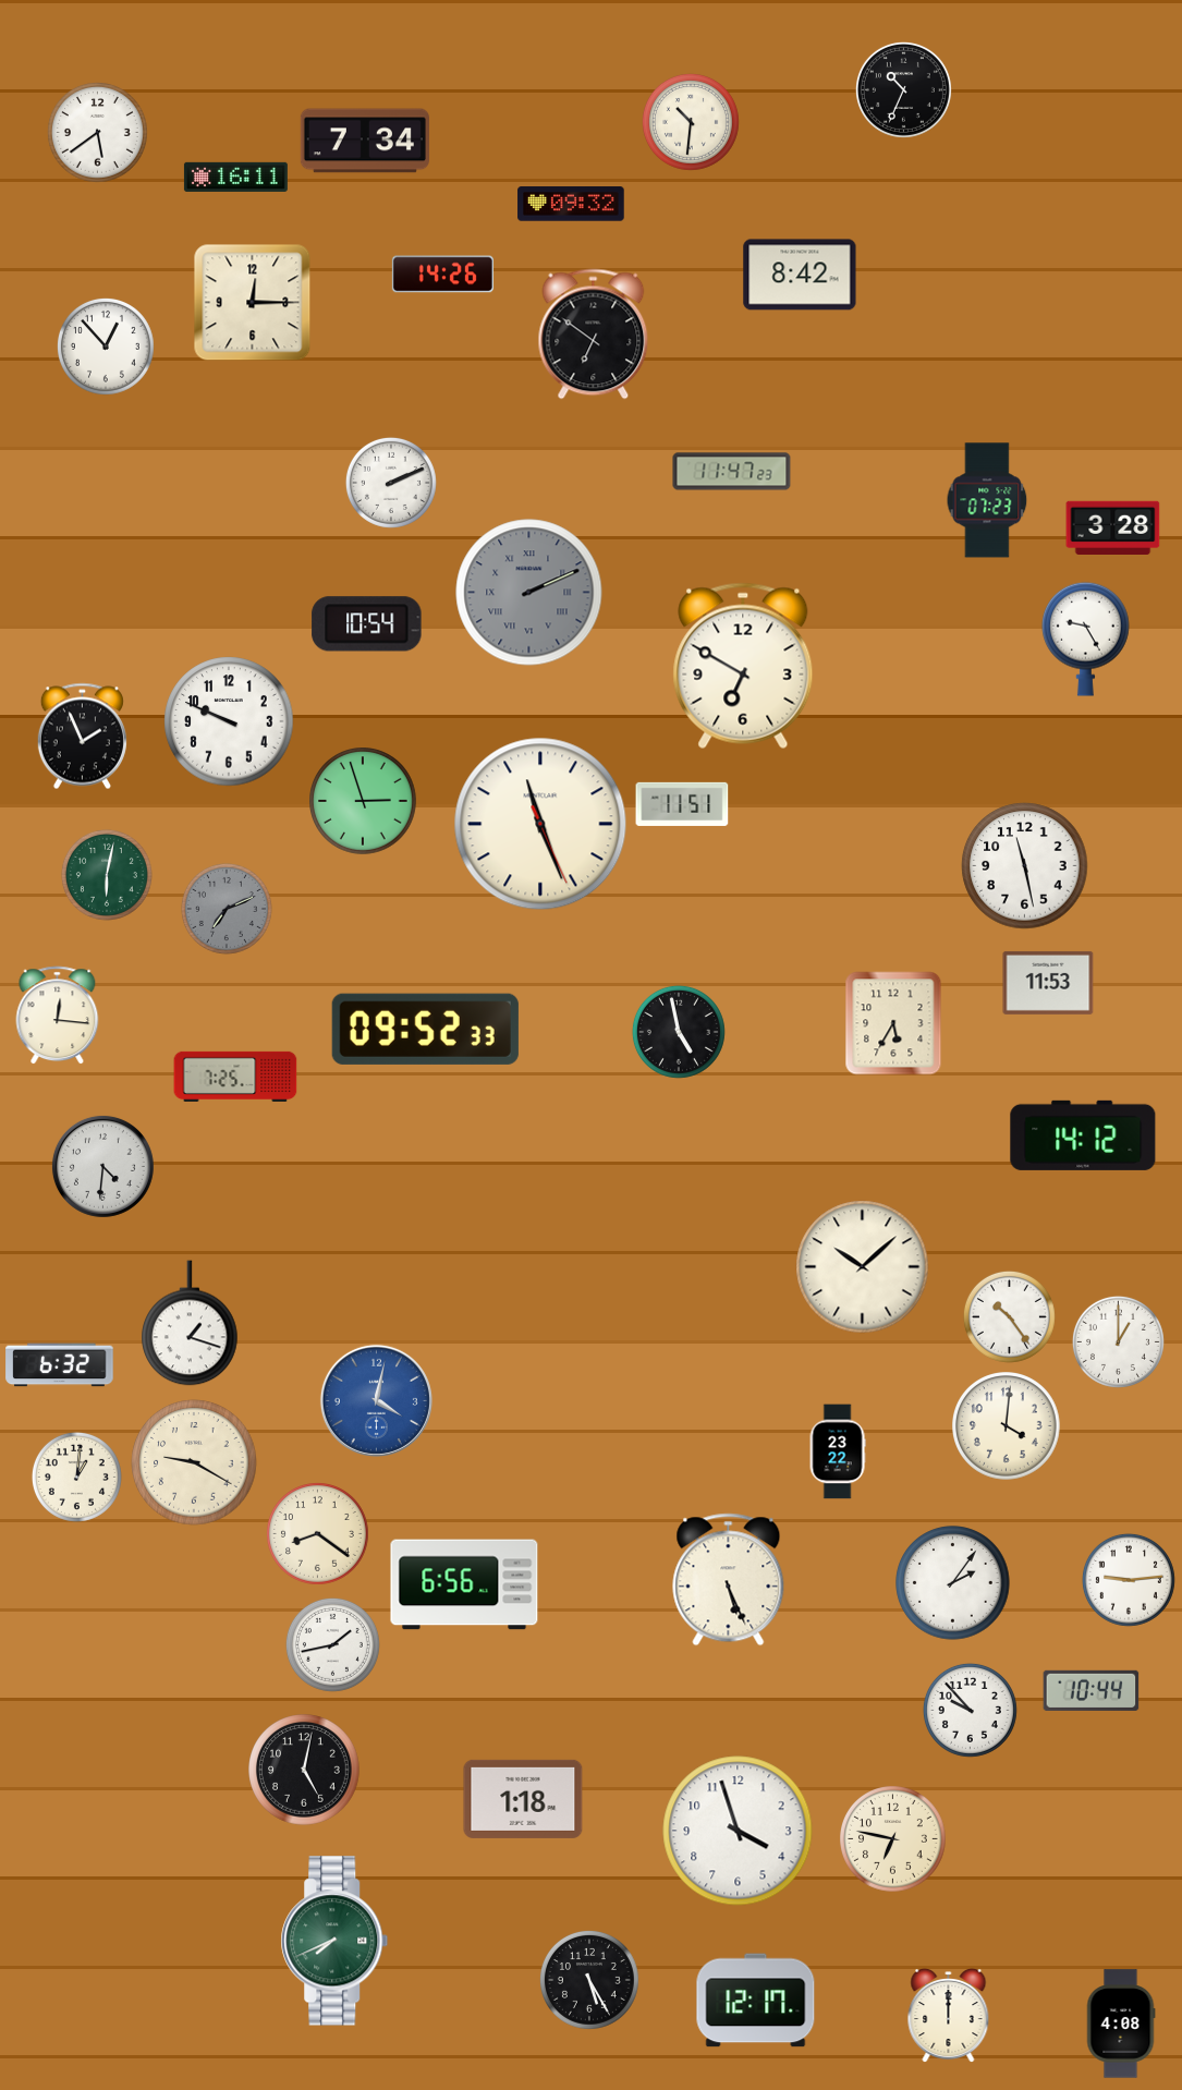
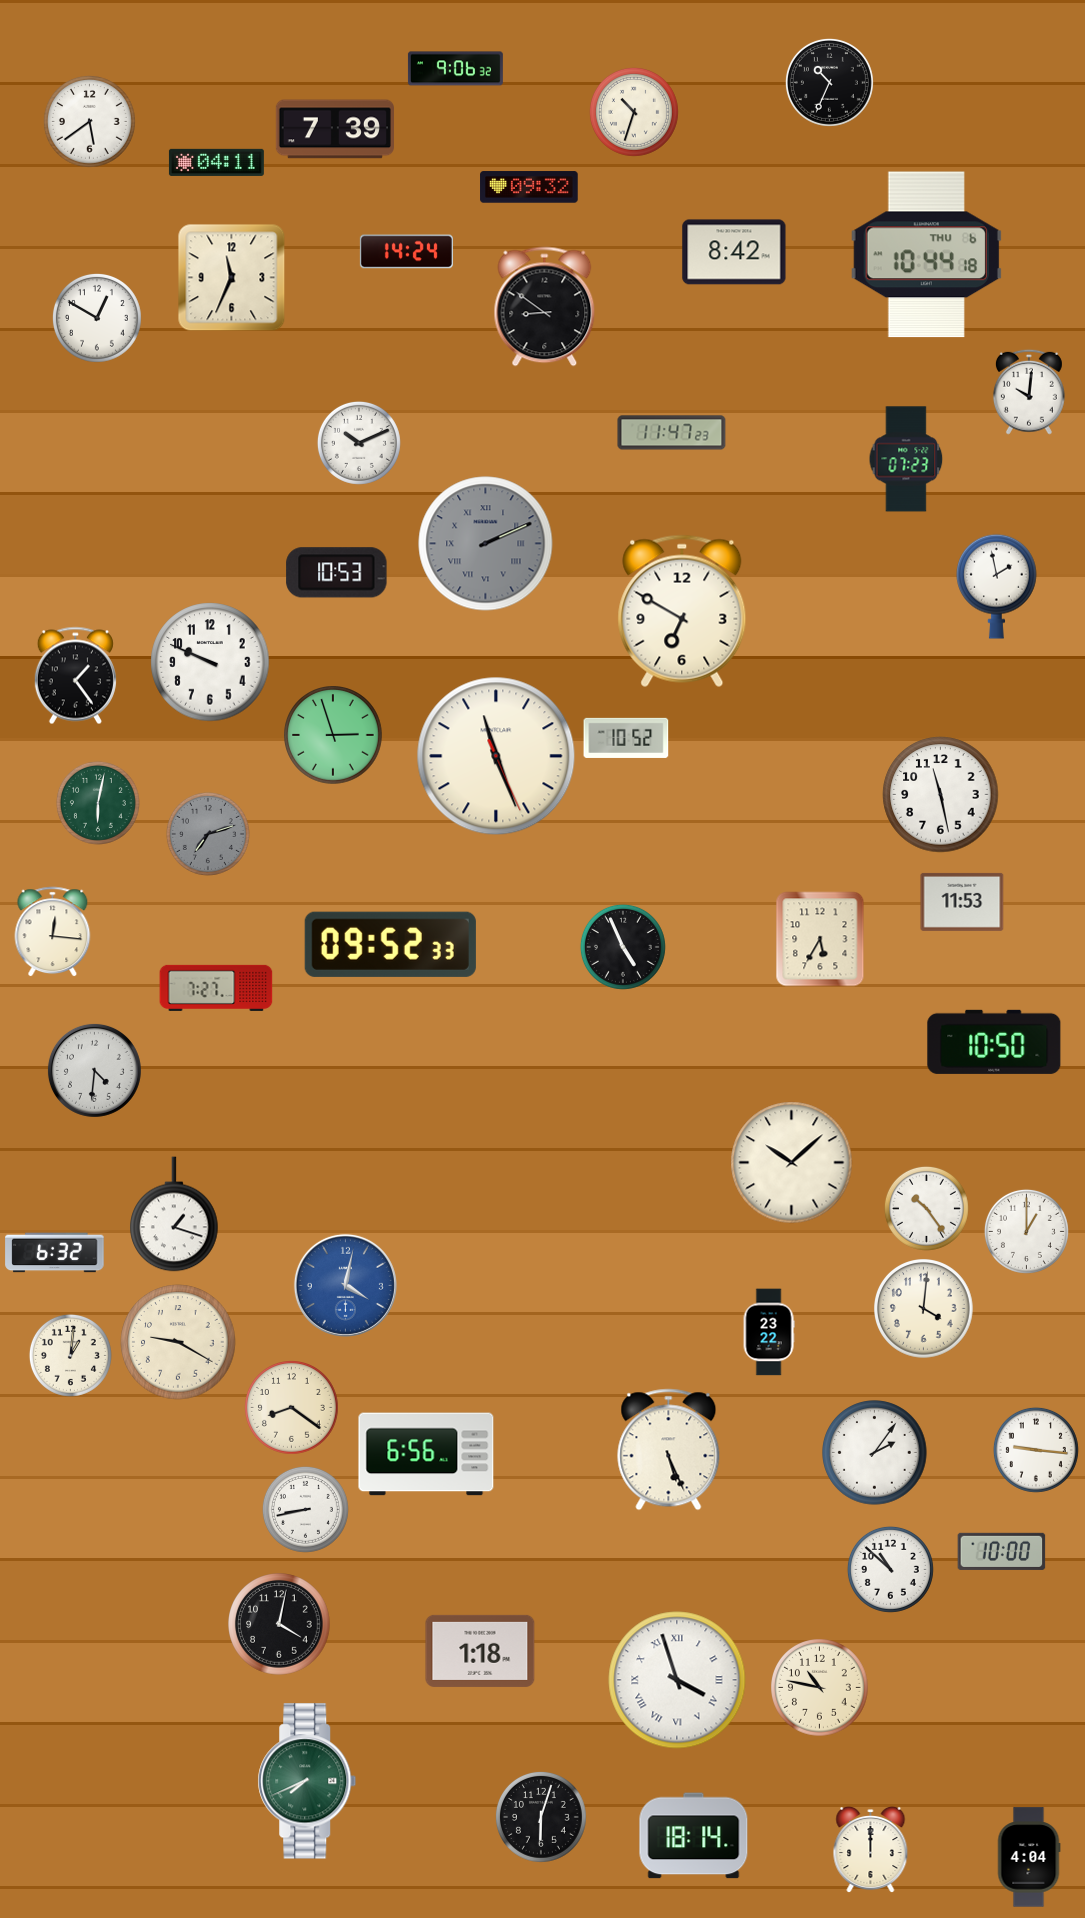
clock at (455, 69): none -> 9:06
clock at (691, 122): 10:31 -> 10:33
clock at (365, 141): 7:34 -> 7:39
clock at (235, 177): 16:11 -> 04:11
clock at (571, 204) position: (571, 204) -> (529, 187)
clock at (442, 275): 14:26 -> 14:24
clock at (926, 255): none -> 10:44
clock at (253, 303): 12:15 -> 11:34
clock at (594, 335): 6:51 -> 8:51
clock at (106, 347): 12:53 -> 12:50
clock at (1029, 392): none -> 10:01
clock at (391, 483): 2:11 -> 10:11
clock at (1113, 527): 3:28 -> none
clock at (367, 624): 10:54 -> 10:53
clock at (1086, 639): 9:25 -> 1:58
clock at (82, 737): 1:56 -> 1:24
clock at (682, 804): 11:51 -> 10:52
clock at (227, 909): 7:11 -> 7:12
clock at (679, 1032): 4:58 -> 4:56
clock at (235, 1077): 7:25 -> 7:27
clock at (1083, 1135): 14:12 -> 10:50
clock at (1129, 1580): 9:14 -> 9:16
clock at (332, 1644): 1:43 -> 8:43
clock at (1092, 1690): 10:44 -> 10:00
clock at (970, 1710): 9:53 -> 10:52
clock at (304, 1770): 5:02 -> 4:02
clock at (738, 1831) numerals: Arabic -> Roman
clock at (893, 1839): 6:47 -> 10:47
clock at (589, 1980): 5:25 -> 6:03
clock at (756, 2001): 12:17 -> 18:14
clock at (1121, 2024): 4:08 -> 4:04
